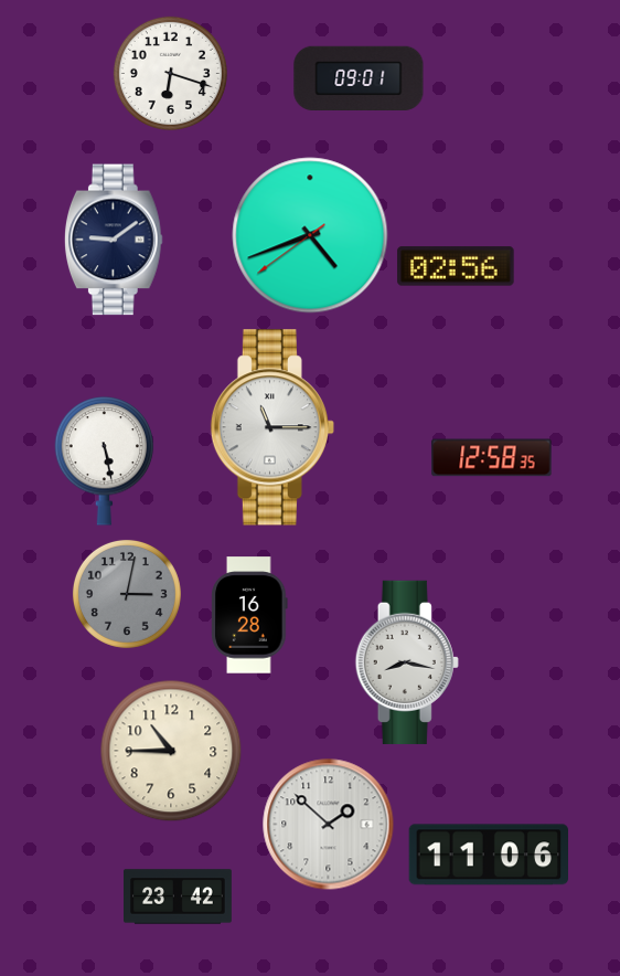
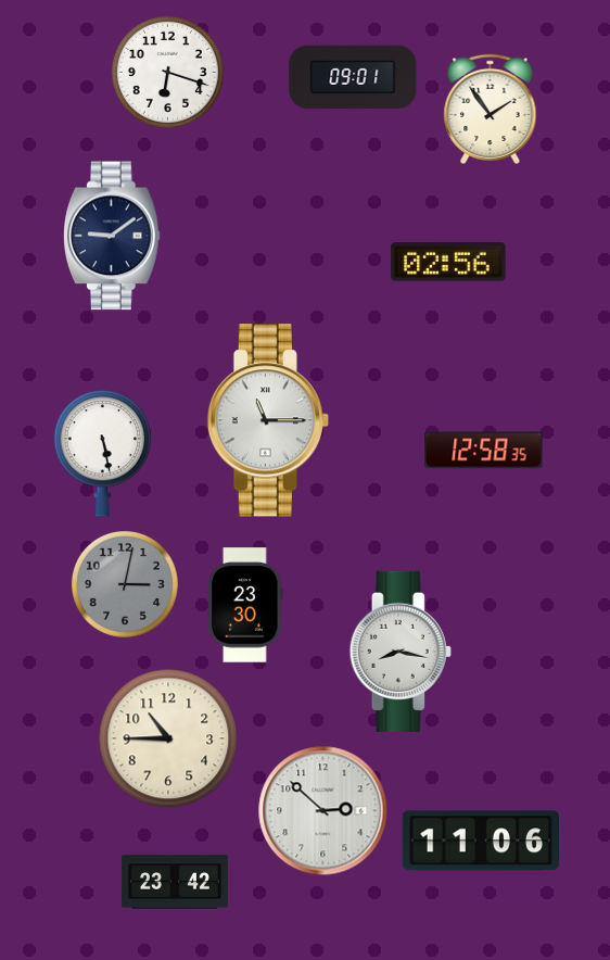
clock at (491, 109): none -> 1:54
clock at (310, 235): 4:41 -> none
clock at (249, 615): 16:28 -> 23:30
clock at (329, 825): 1:52 -> 2:52
